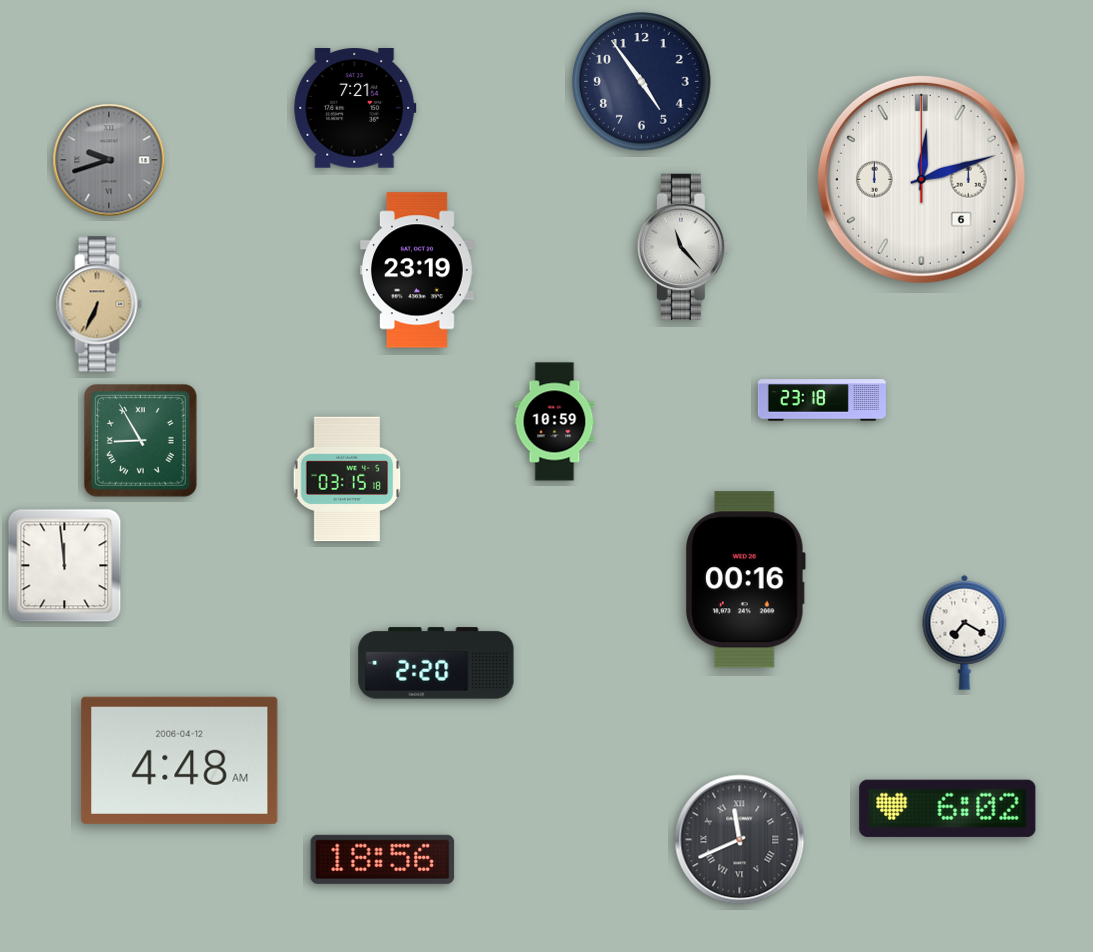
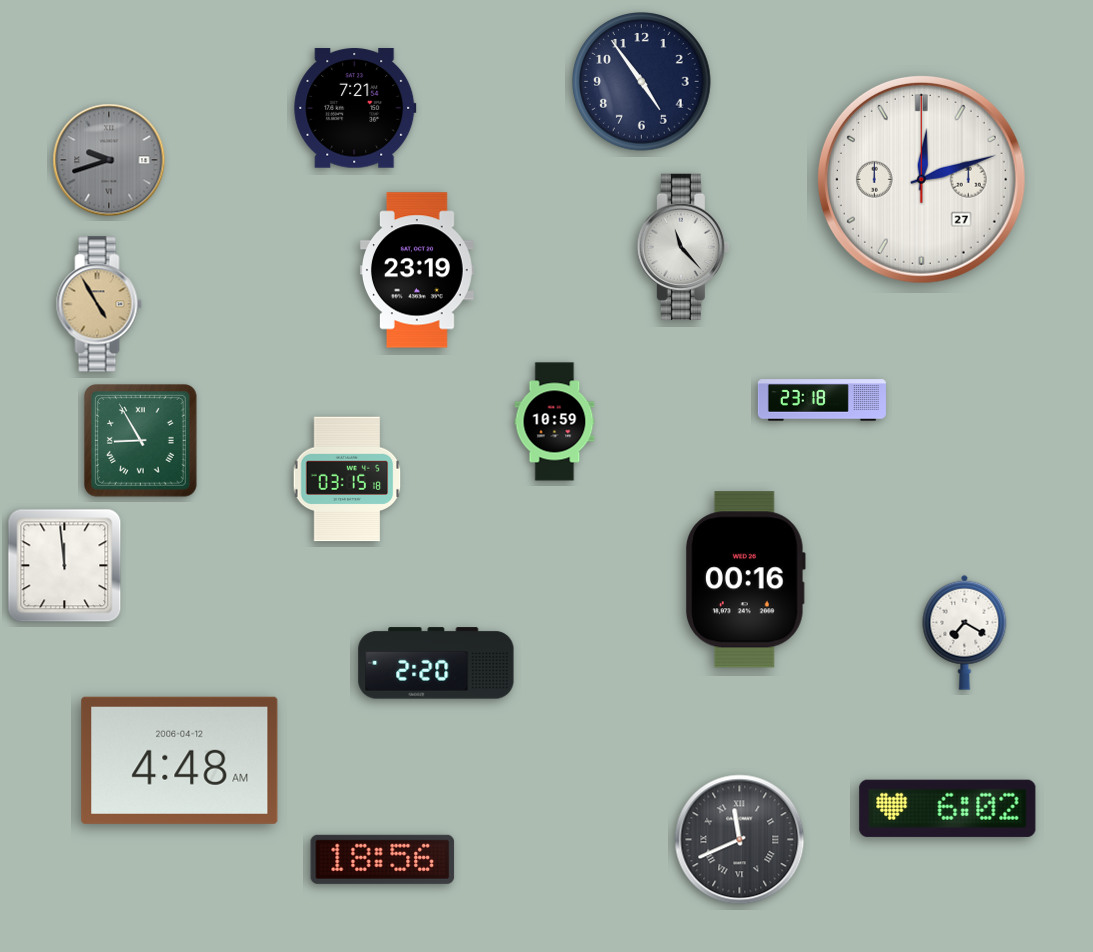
clock at (921, 179) date: 6 -> 27
clock at (99, 304): 6:34 -> 4:55
